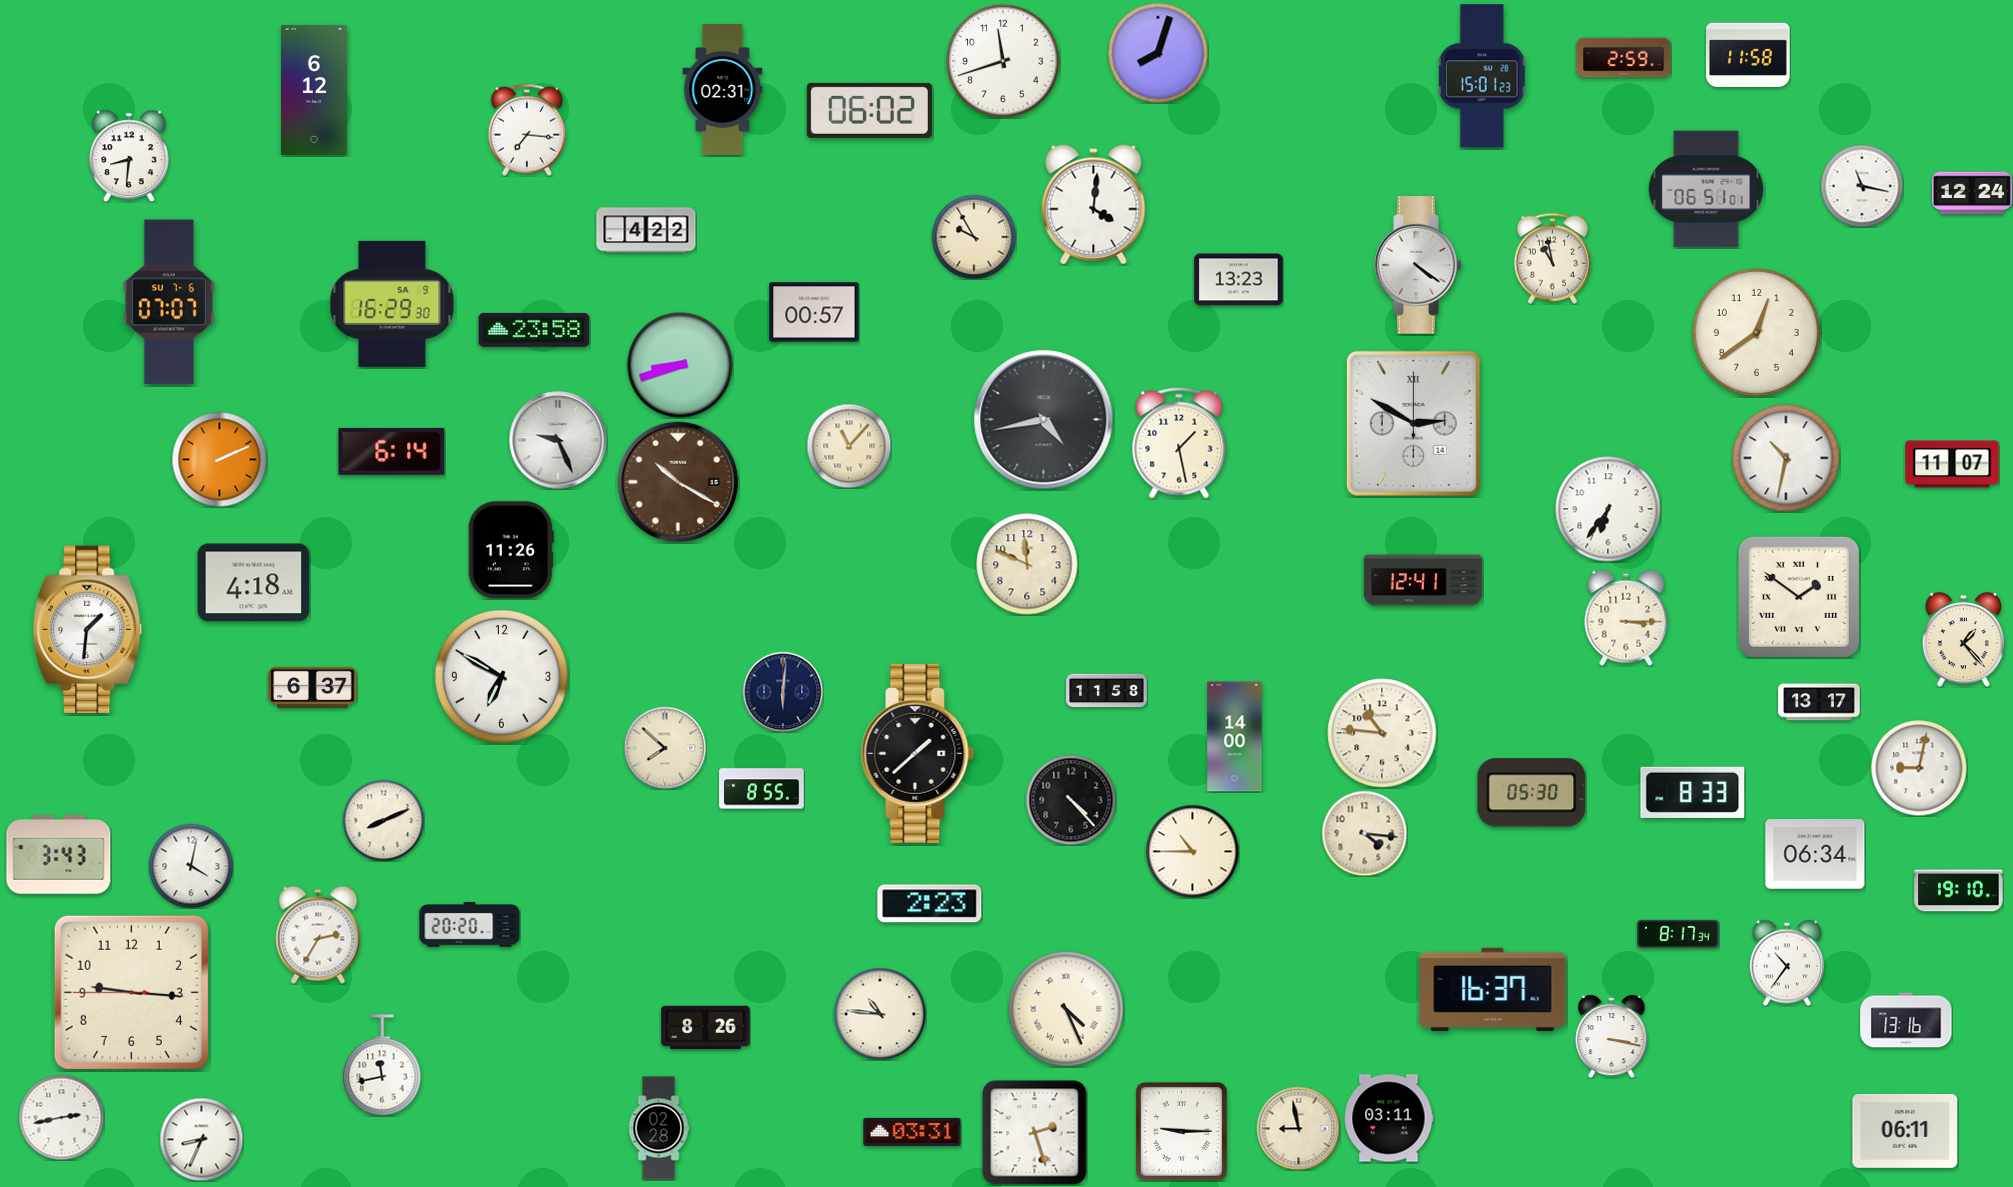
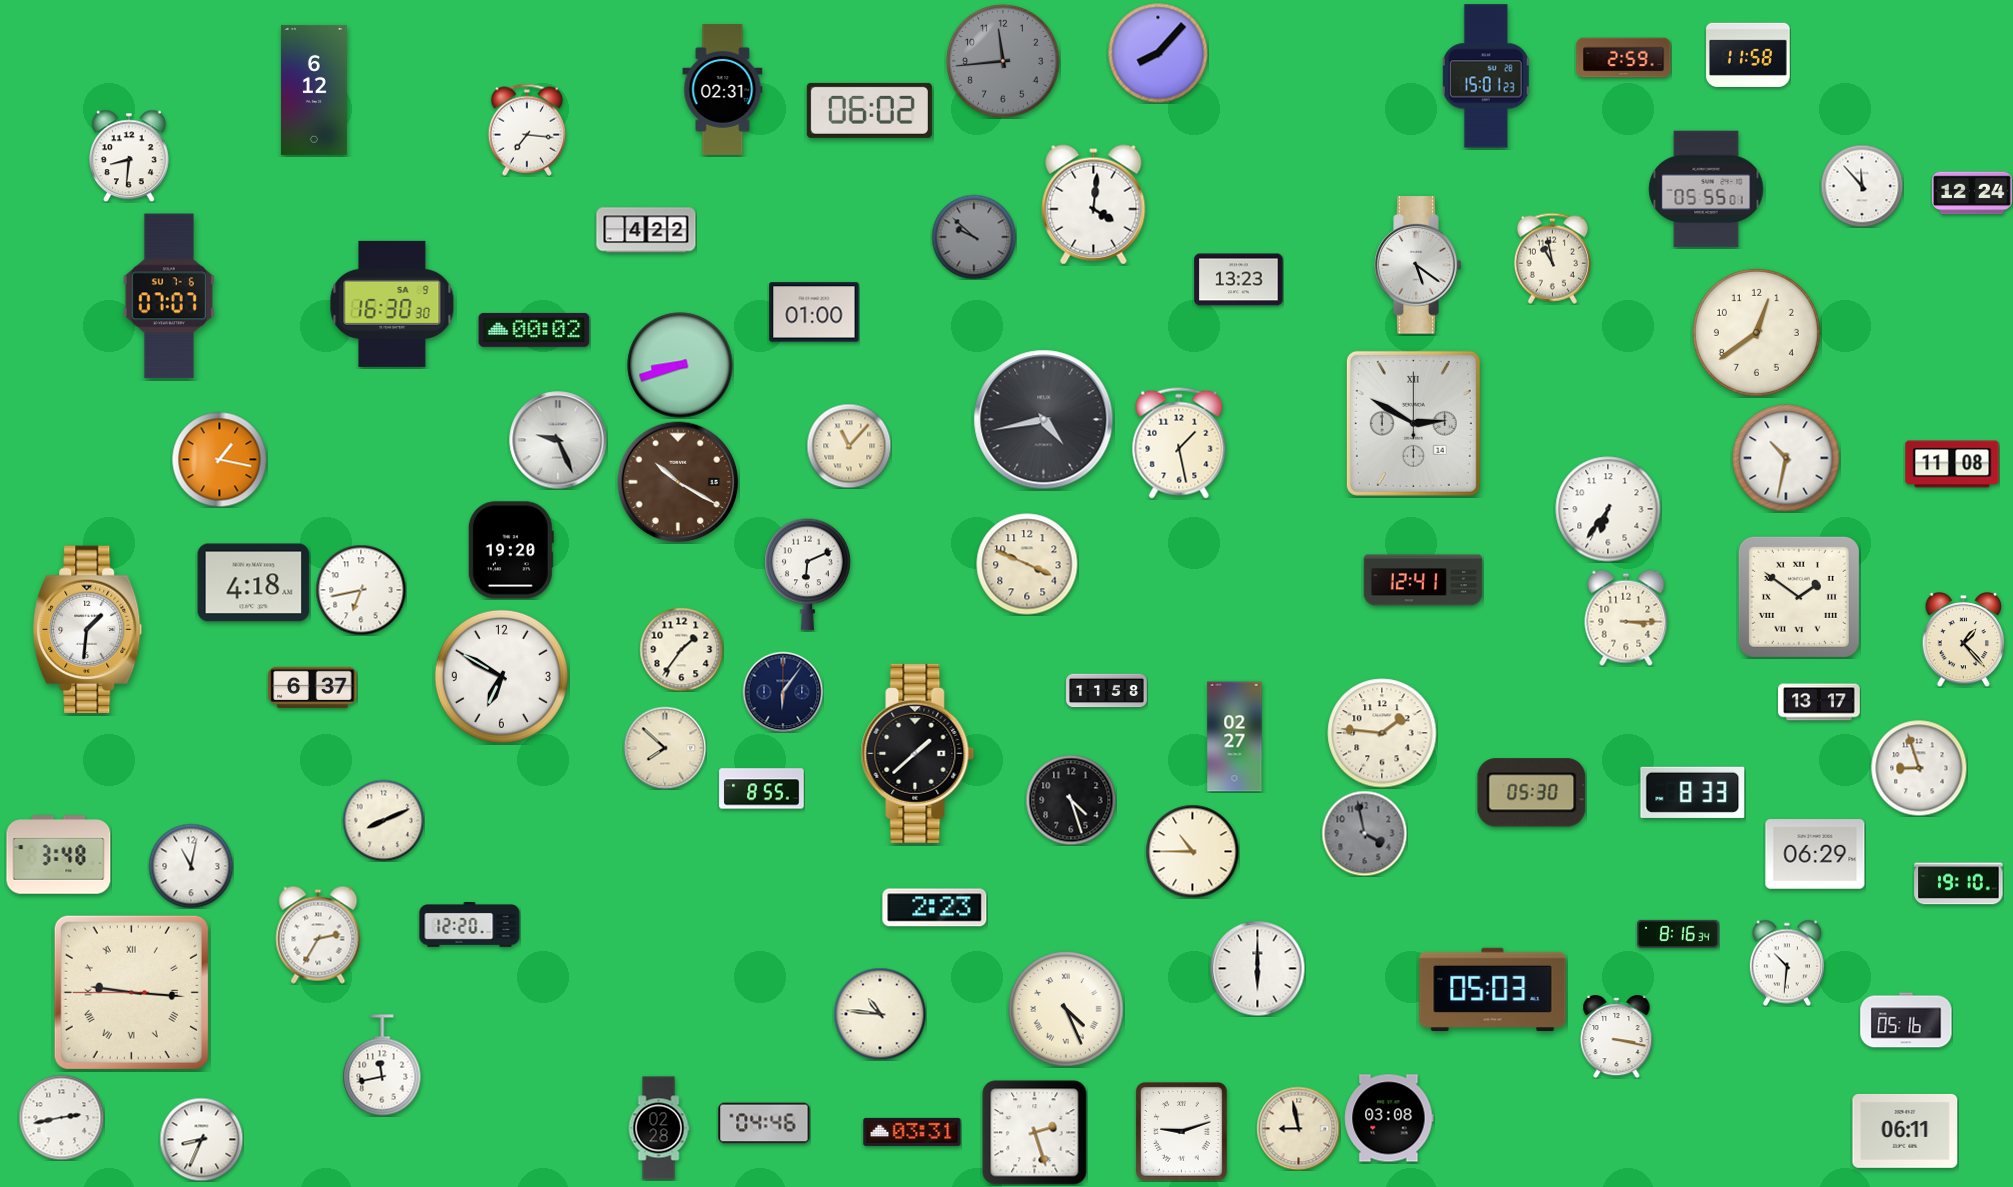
clock at (1158, 53): 8:03 -> 8:07
clock at (1003, 61): 11:42 -> 11:44
clock at (1003, 61) dial: white -> grey
clock at (1482, 76) position: (1482, 76) -> (1486, 76)
clock at (1862, 186): 11:17 -> 11:53
clock at (1706, 189): 06:51 -> 05:55
clock at (974, 237): 9:55 -> 9:52
clock at (974, 237) dial: cream -> grey
clock at (1418, 265): 4:21 -> 5:21
clock at (169, 302) position: (169, 302) -> (169, 296)
clock at (392, 304): 16:29 -> 16:30
clock at (814, 312): 00:57 -> 01:00
clock at (534, 330): 23:58 -> 00:02
clock at (392, 451): 6:14 -> none
clock at (219, 459): 2:11 -> 1:17
clock at (1952, 464): 11:07 -> 11:08
clock at (511, 550): 11:26 -> 19:20
clock at (1027, 564): 11:49 -> 3:49
clock at (808, 574): none -> 6:11
clock at (361, 590): none -> 6:43
clock at (681, 649): none -> 1:36
clock at (783, 692): 6:01 -> 6:06
clock at (1382, 733): 10:46 -> 1:46
clock at (1235, 737): 14:00 -> 02:27
clock at (1919, 768): 9:02 -> 8:57
clock at (1071, 800): 4:23 -> 4:27
clock at (1364, 833): 4:16 -> 3:58
clock at (1364, 833) dial: cream -> grey
clock at (1815, 854): 06:34 -> 06:29
clock at (59, 855): 3:43 -> 3:48
clock at (191, 866): 4:02 -> 11:02
clock at (1959, 891) position: (1959, 891) -> (1959, 884)
clock at (930, 904) position: (930, 904) -> (935, 908)
clock at (470, 925): 20:20 -> 12:20
clock at (1678, 934): 8:17 -> 8:16
clock at (1787, 963): 10:36 -> 10:31
clock at (1257, 968): none -> 6:00
clock at (1493, 990): 16:37 -> 05:03
clock at (131, 992) numerals: Arabic -> Roman
clock at (1906, 1020): 13:16 -> 05:16
clock at (706, 1028): 8:26 -> none
clock at (1612, 1037) position: (1612, 1037) -> (1617, 1037)
clock at (1389, 1118): 03:11 -> 03:08
clock at (764, 1123): none -> 04:46
clock at (1181, 1131): 9:15 -> 9:12
